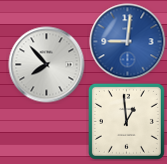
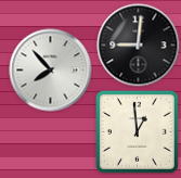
clock at (128, 42) dial: blue -> black
